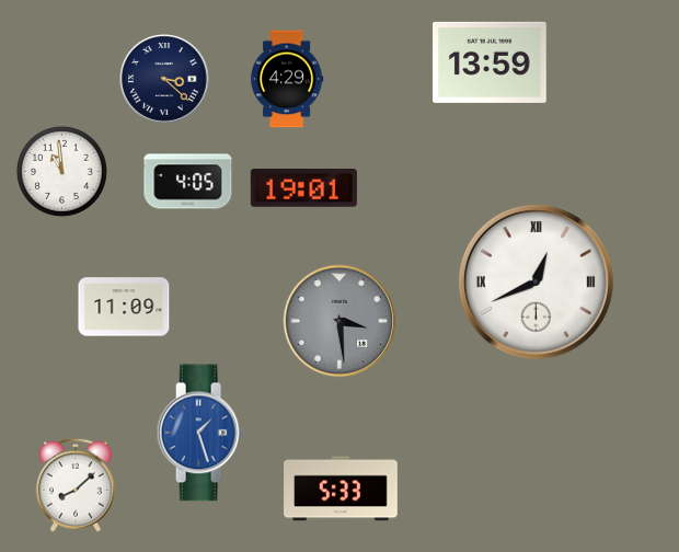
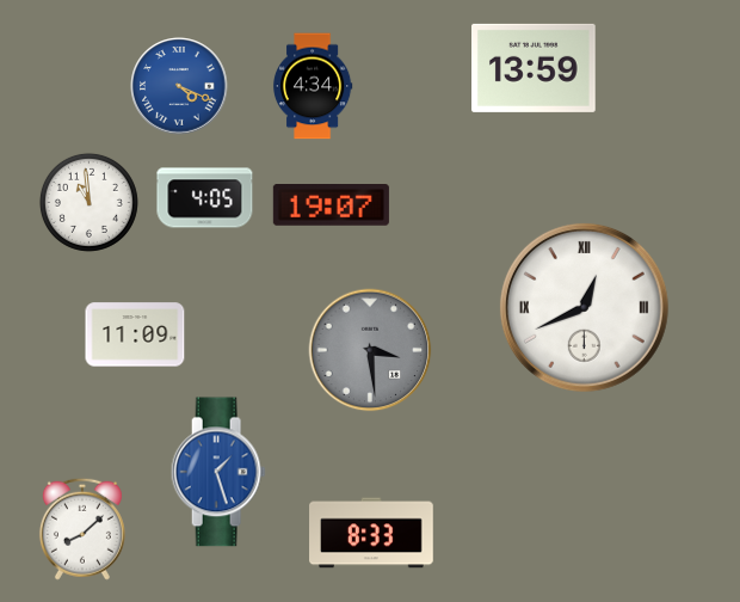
clock at (164, 79): 3:22 -> 4:19
clock at (164, 79) dial: navy -> blue
clock at (287, 79): 4:29 -> 4:34
clock at (61, 171) position: (61, 171) -> (88, 202)
clock at (303, 188): 19:01 -> 19:07
clock at (341, 488): 5:33 -> 8:33
